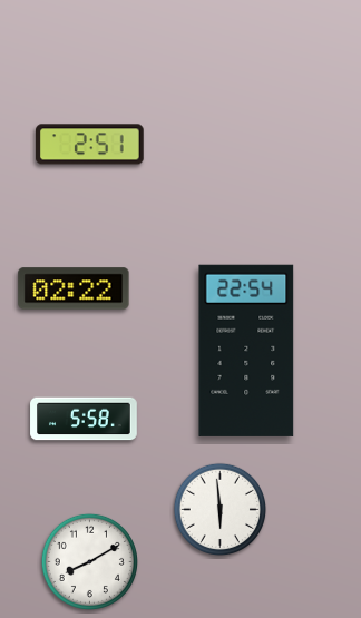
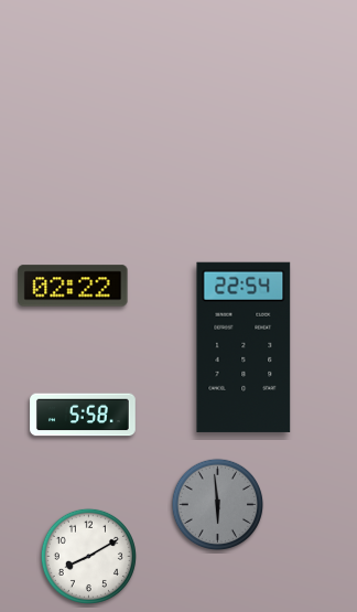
clock at (90, 145): 2:51 -> none
clock at (221, 510) dial: white -> grey
